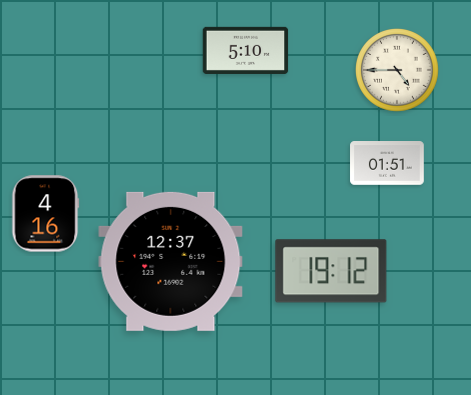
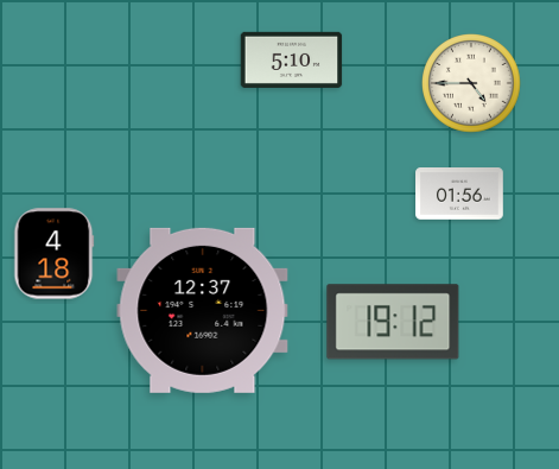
clock at (387, 163): 01:51 -> 01:56
clock at (45, 214): 4:16 -> 4:18
